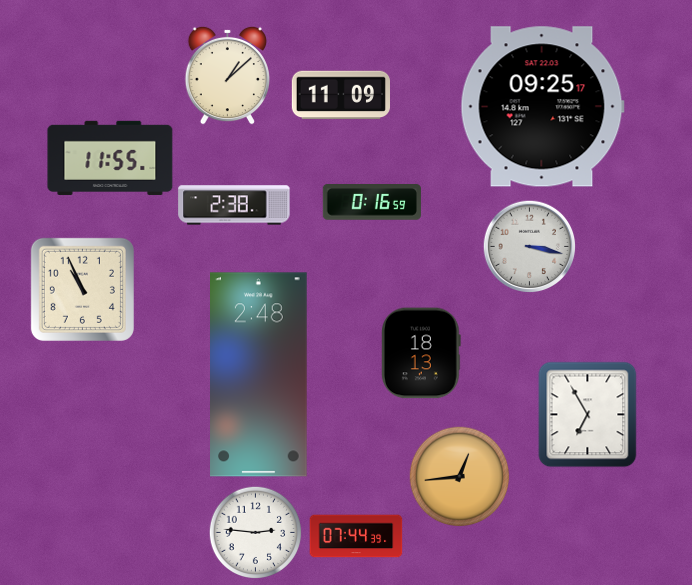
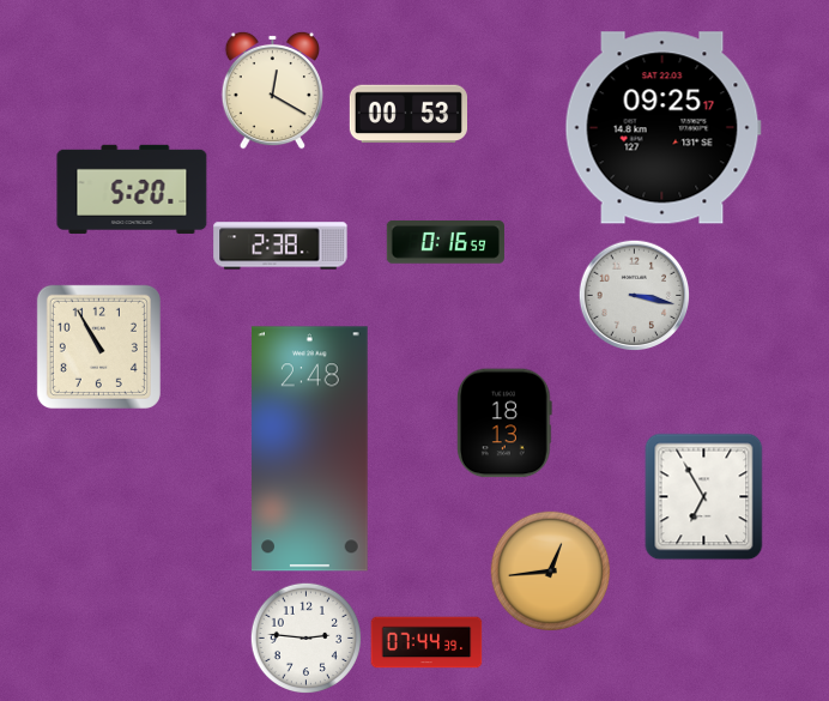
clock at (227, 75): 1:08 -> 12:20
clock at (340, 95): 11:09 -> 00:53
clock at (542, 107) position: (542, 107) -> (662, 128)
clock at (110, 158): 11:55 -> 5:20
clock at (82, 289): 10:56 -> 10:55
